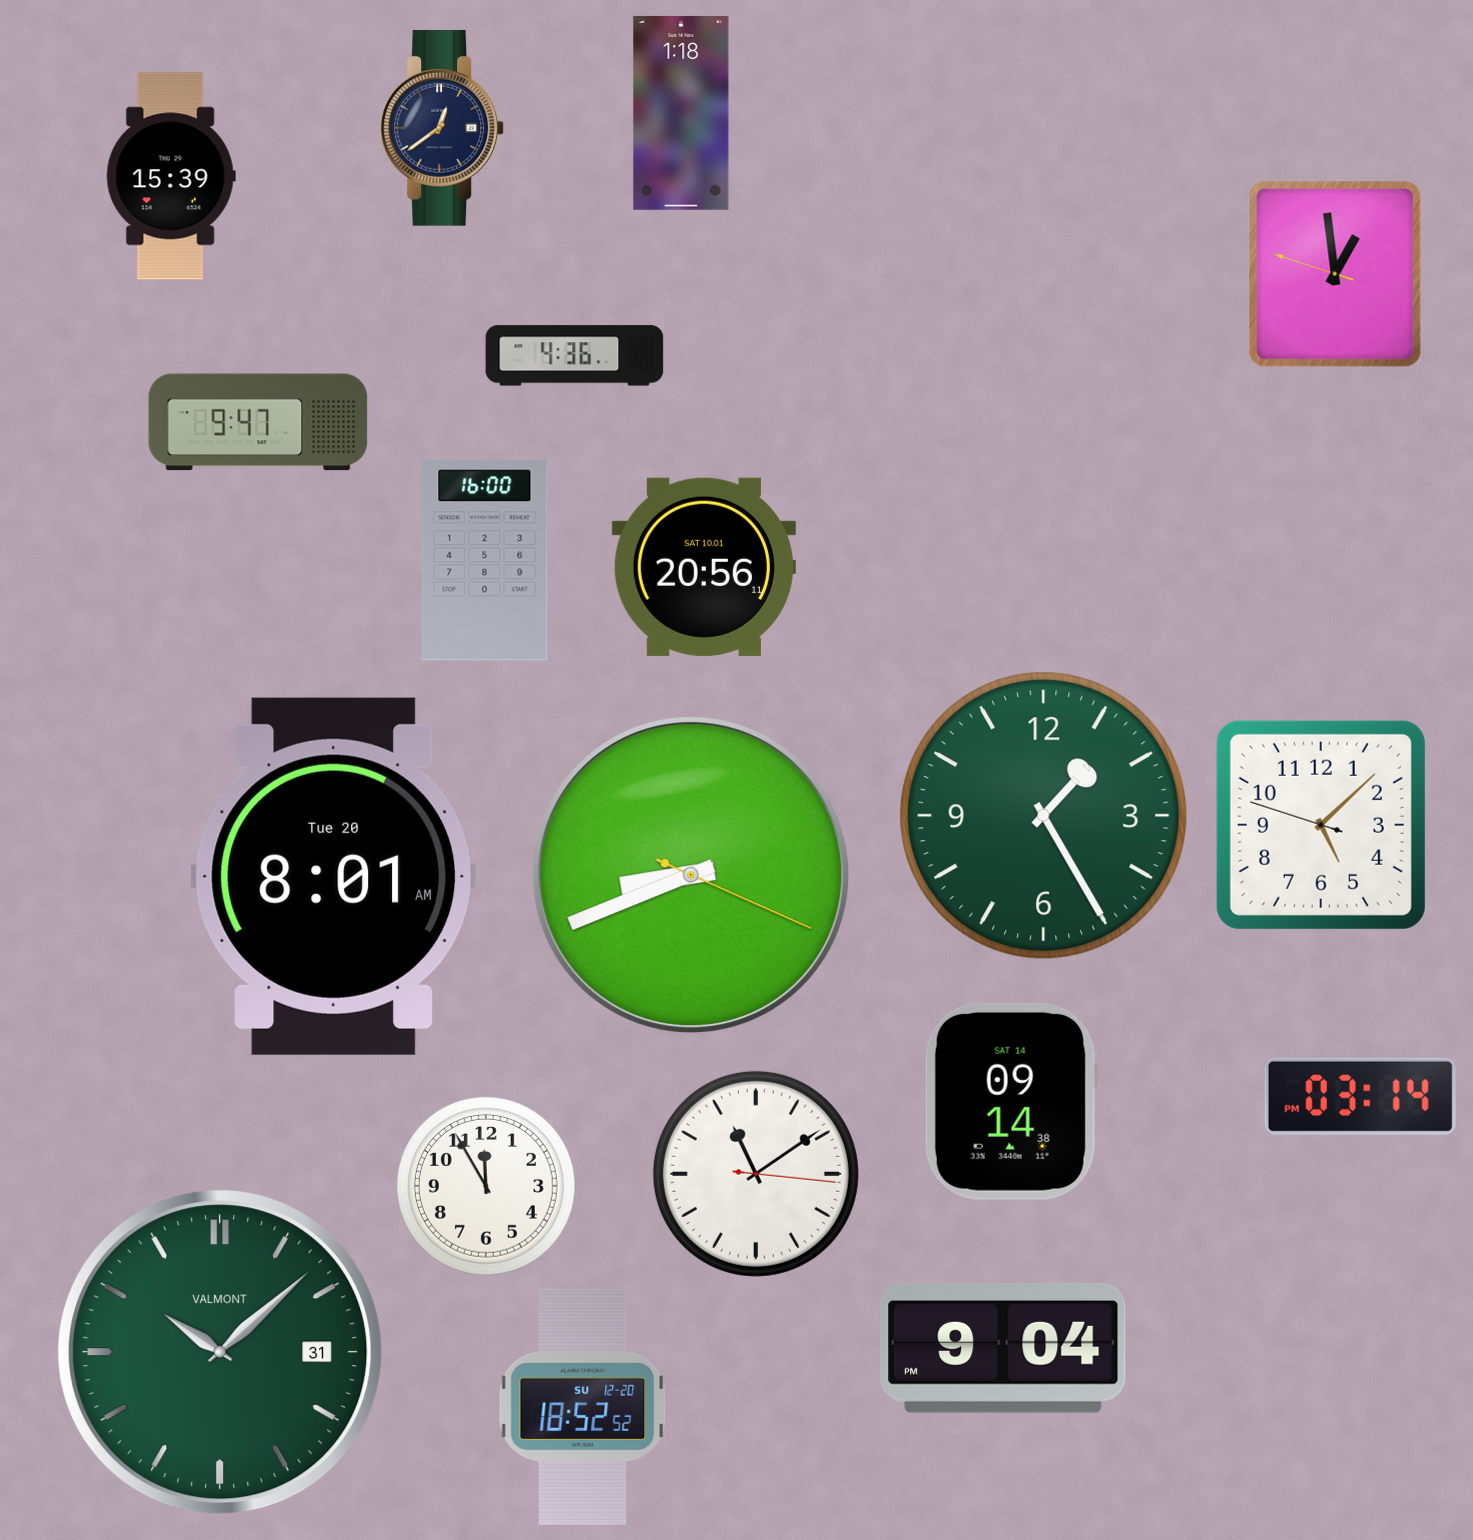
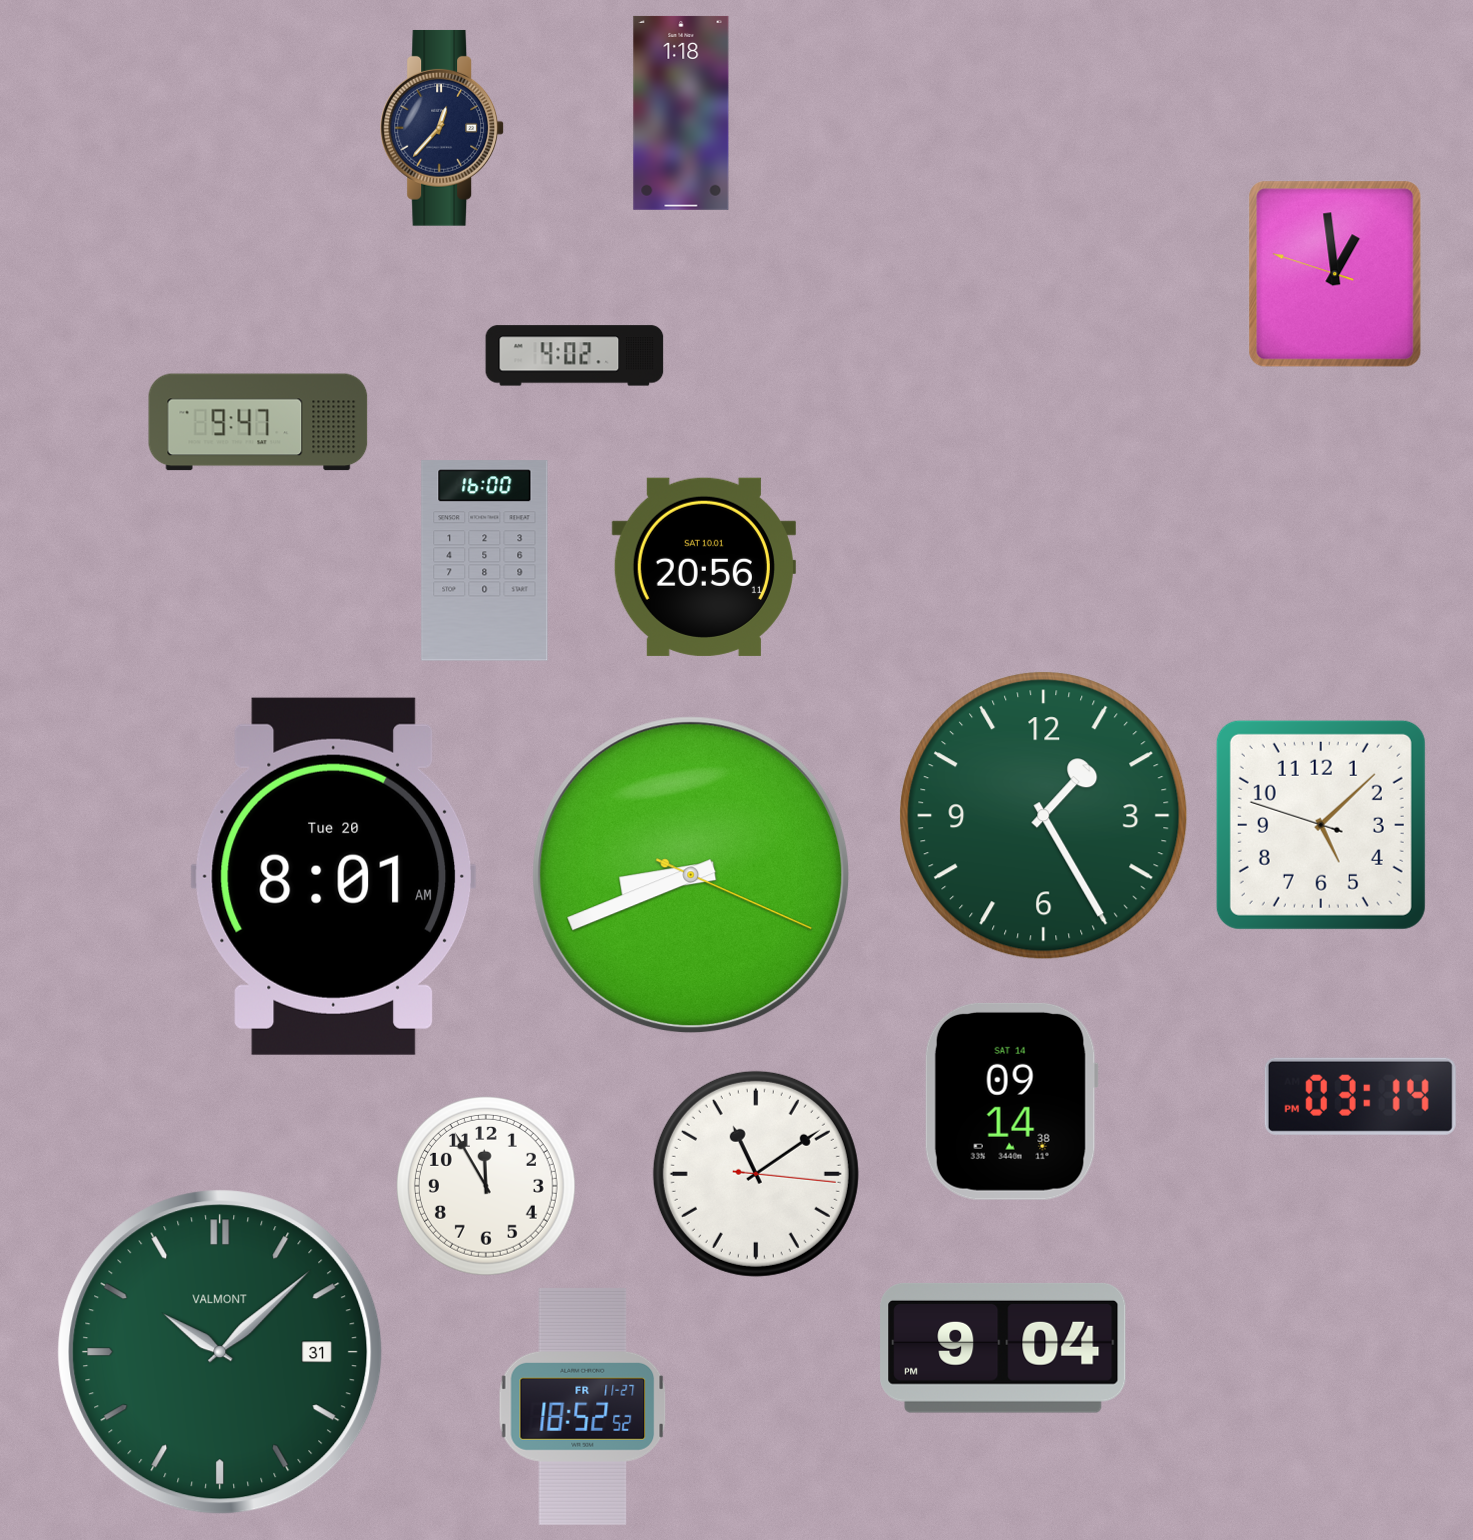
clock at (443, 128): 12:39 -> 12:37
clock at (171, 176): 15:39 -> none
clock at (575, 356): 4:36 -> 4:02
clock at (583, 1406) date: SU 12-20 -> FR 11-27
